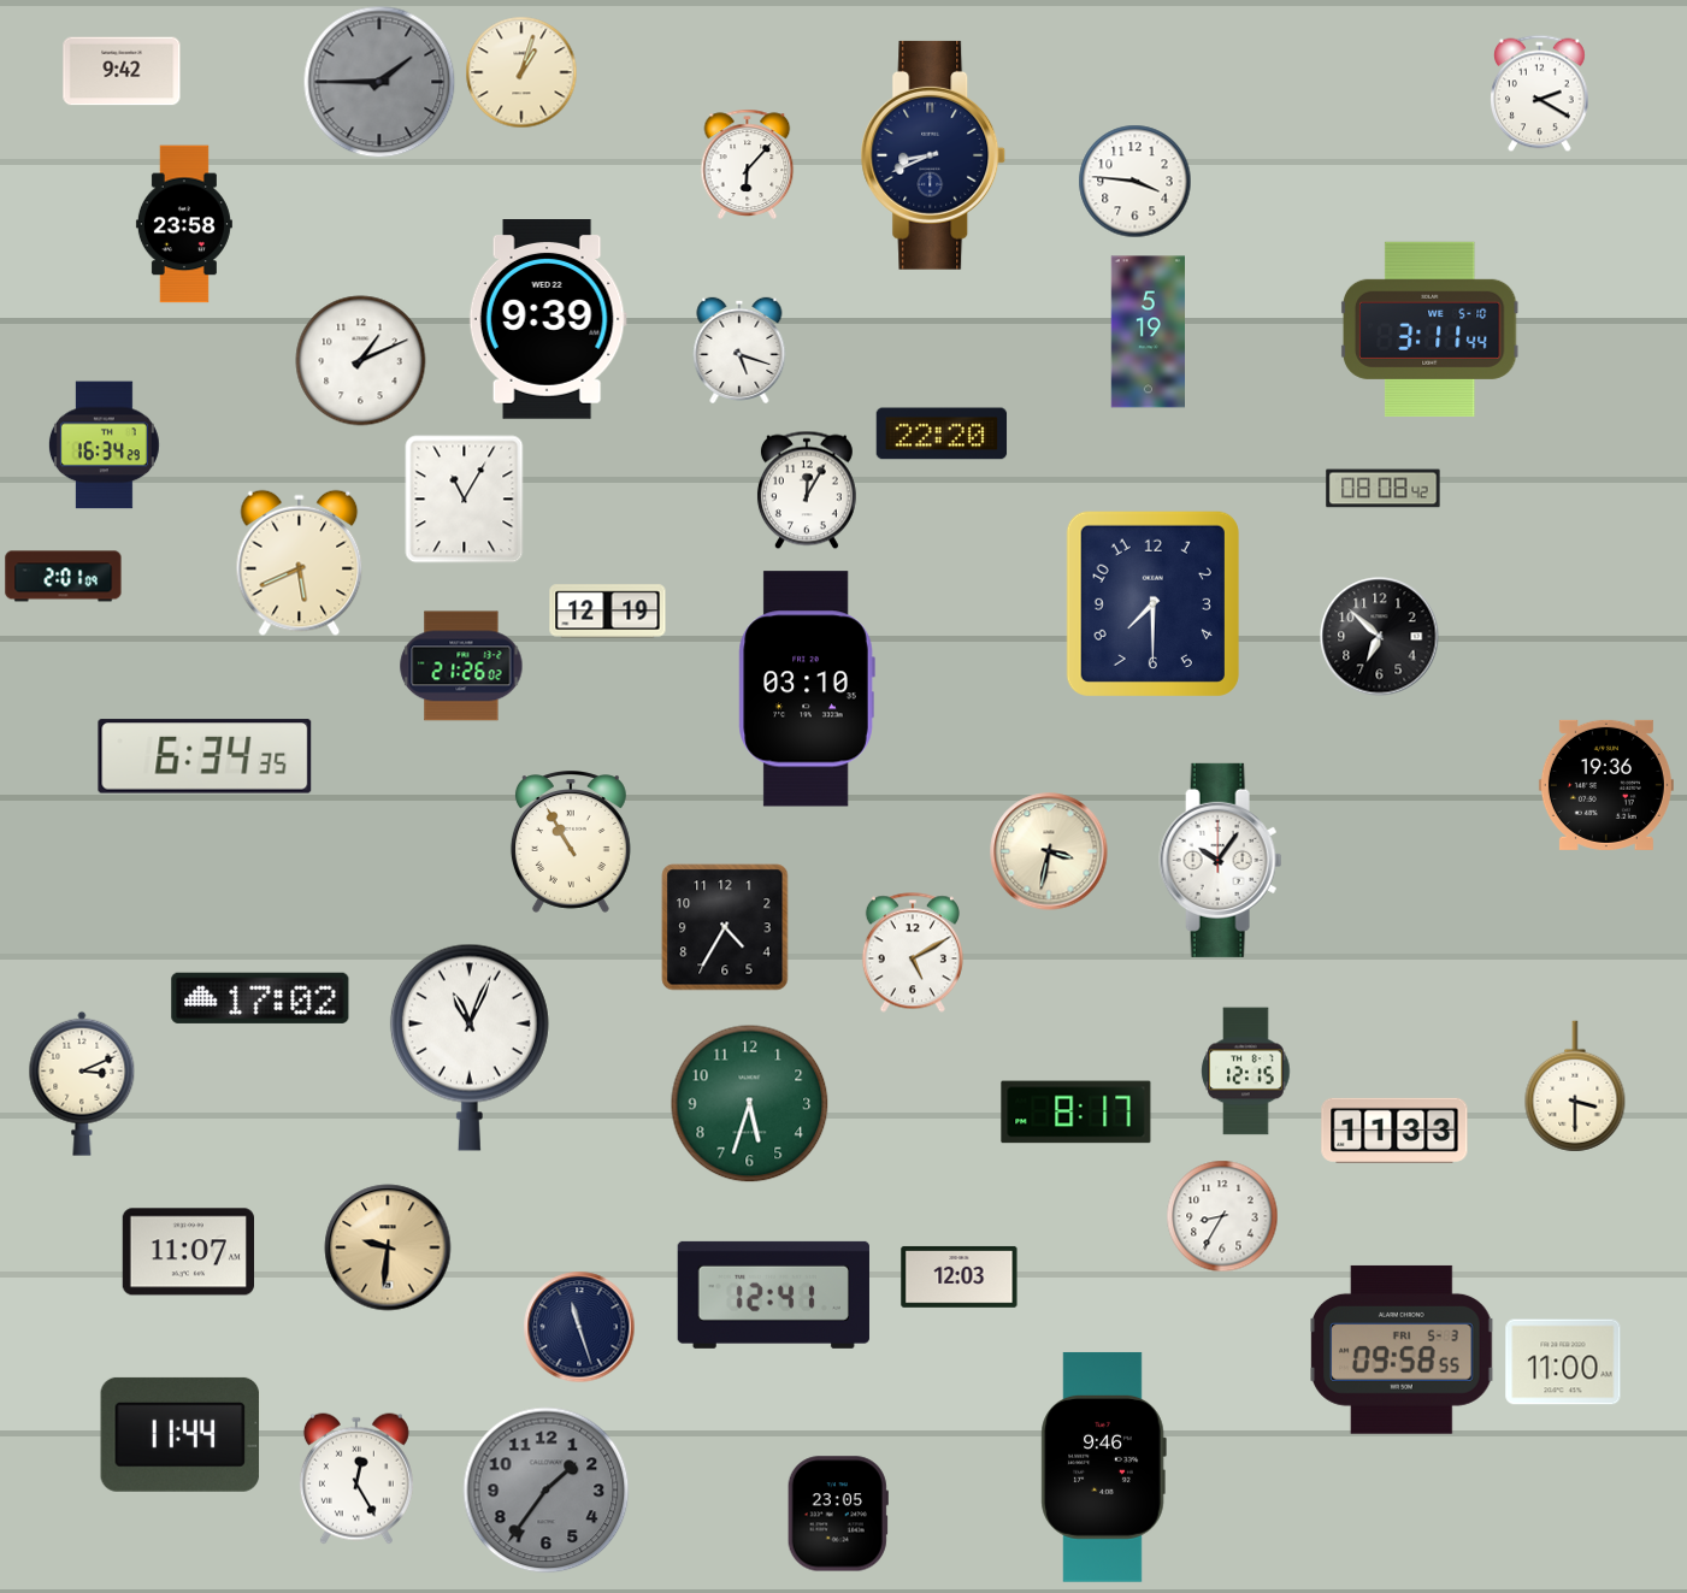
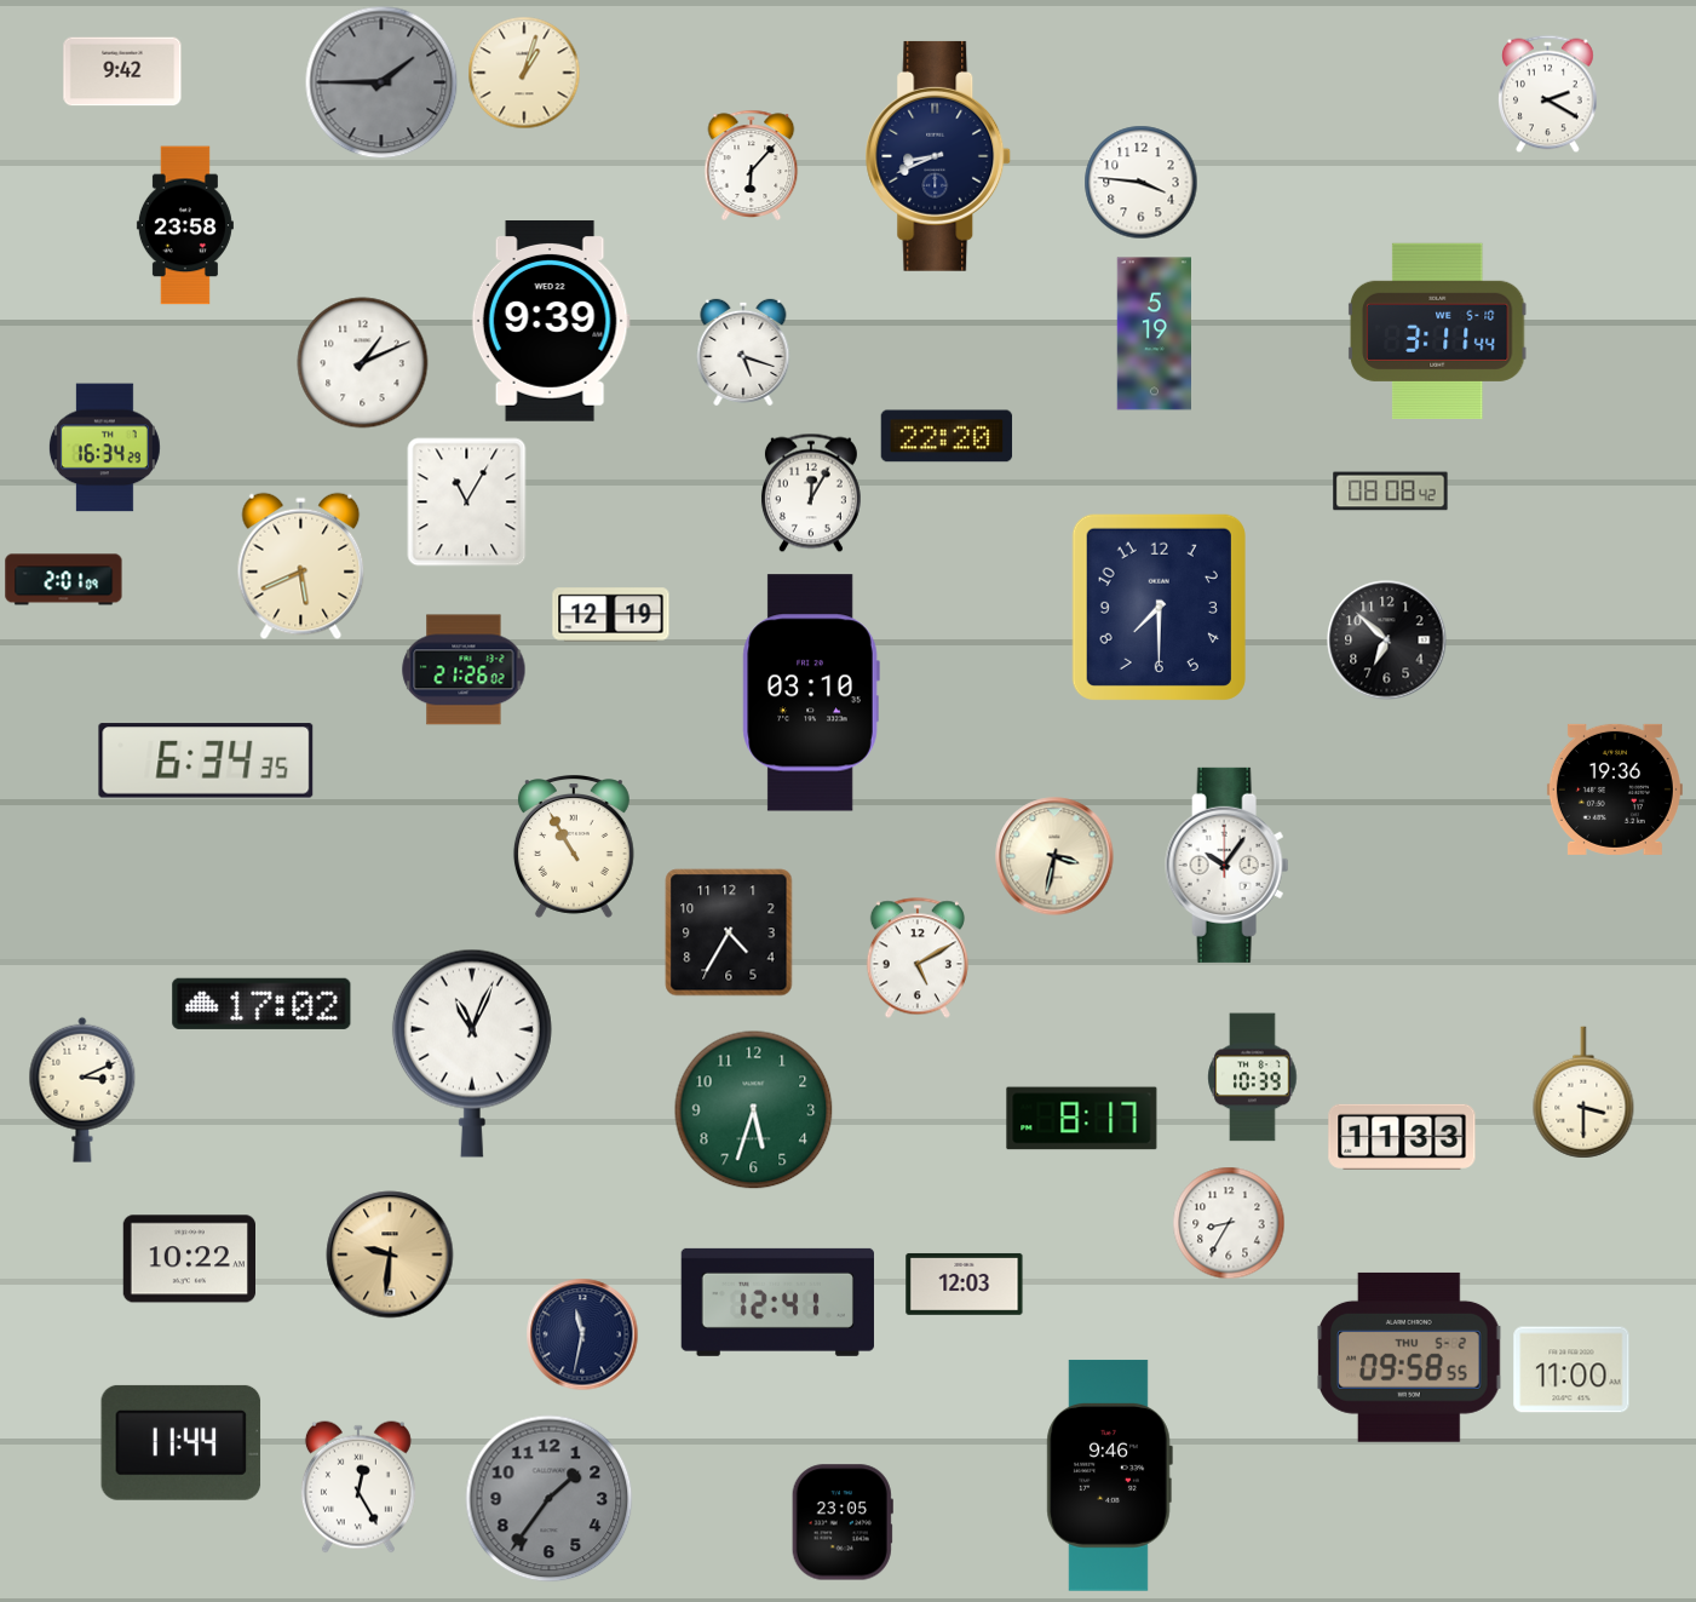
clock at (1246, 1072): 12:15 -> 10:39
clock at (188, 1252): 11:07 -> 10:22
clock at (579, 1327): 11:27 -> 11:32
clock at (1402, 1350) date: FRI 5-3 -> THU 5-2
